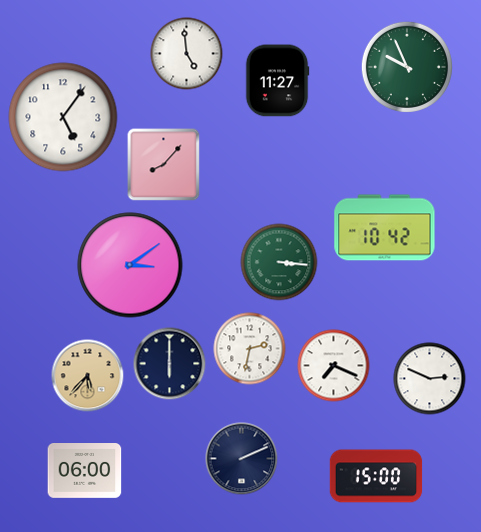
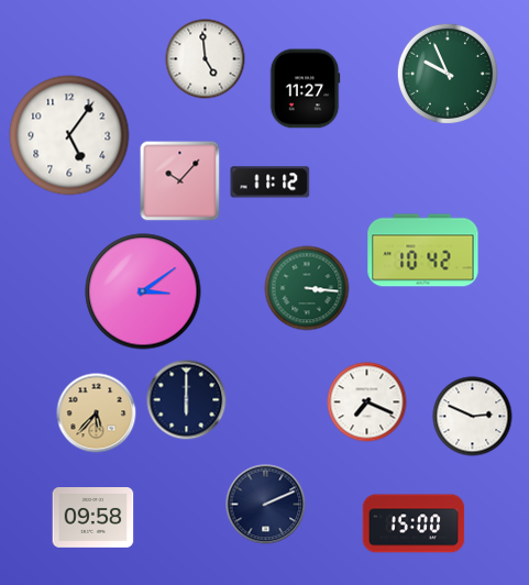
clock at (63, 117) position: (63, 117) -> (69, 135)
clock at (164, 165): 8:07 -> 10:07
clock at (271, 183): none -> 11:12
clock at (250, 349): 2:32 -> none
clock at (85, 471): 06:00 -> 09:58
